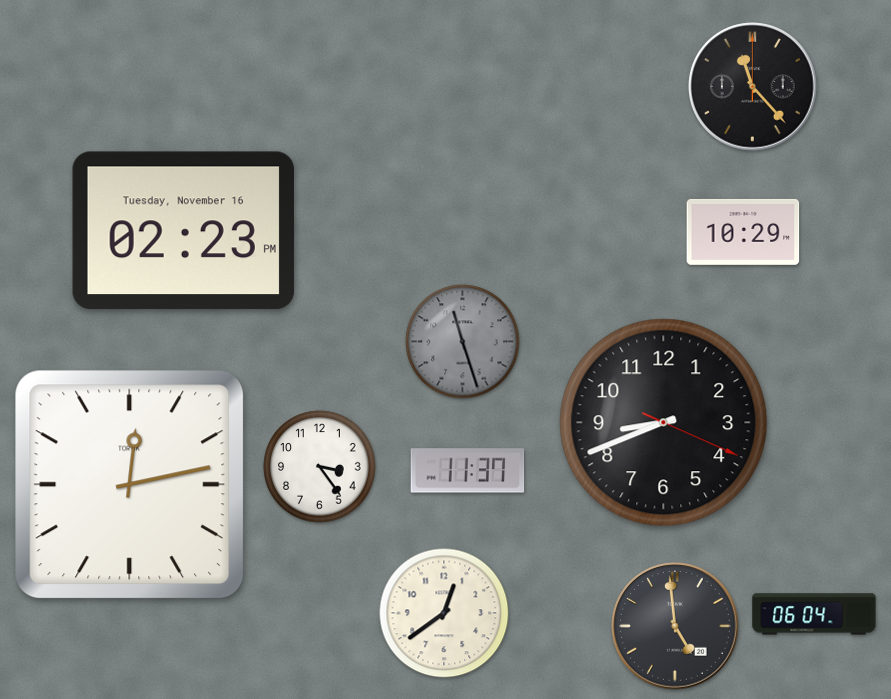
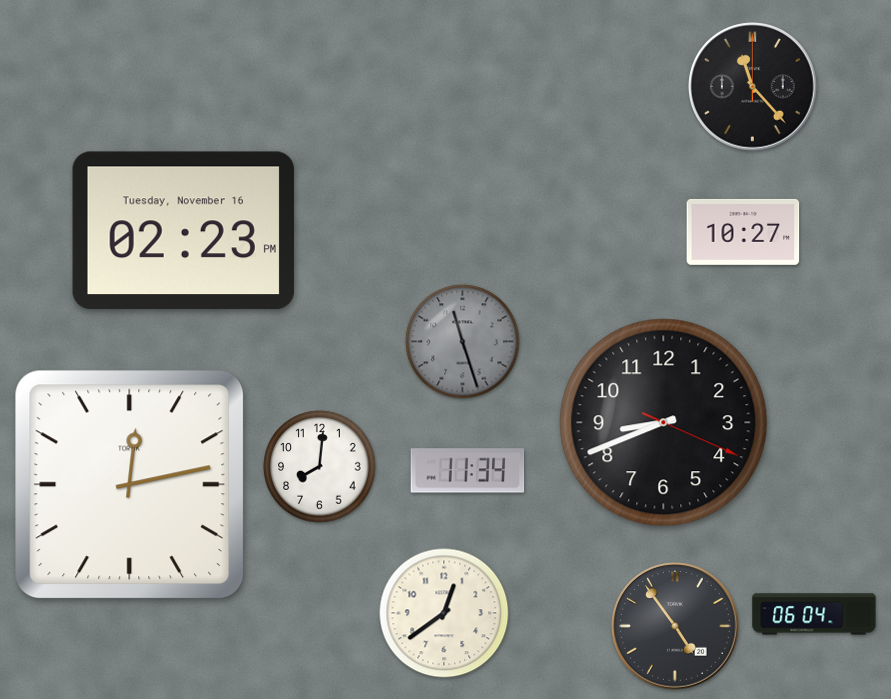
clock at (743, 232): 10:29 -> 10:27
clock at (320, 467): 3:24 -> 8:01
clock at (468, 471): 11:37 -> 11:34
clock at (676, 627): 4:59 -> 4:54
